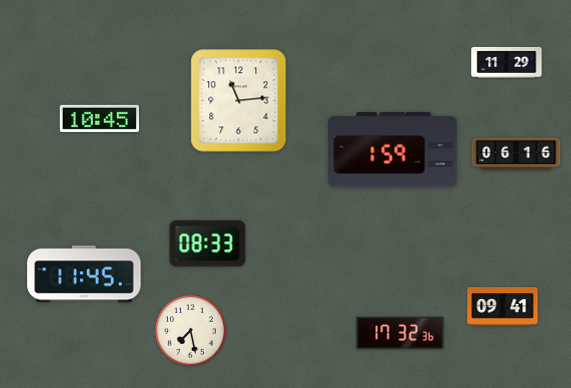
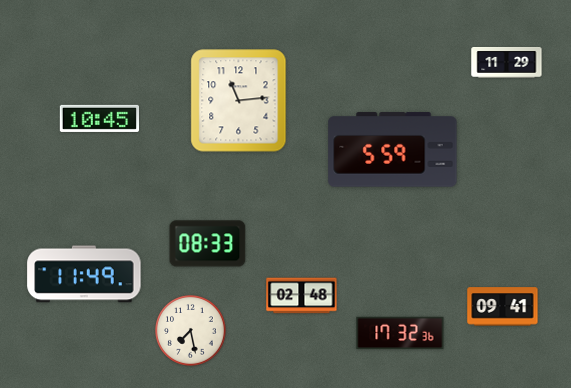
clock at (393, 150): 1:59 -> 5:59
clock at (516, 154): 06:16 -> none
clock at (84, 274): 11:45 -> 11:49
clock at (302, 296): none -> 02:48
